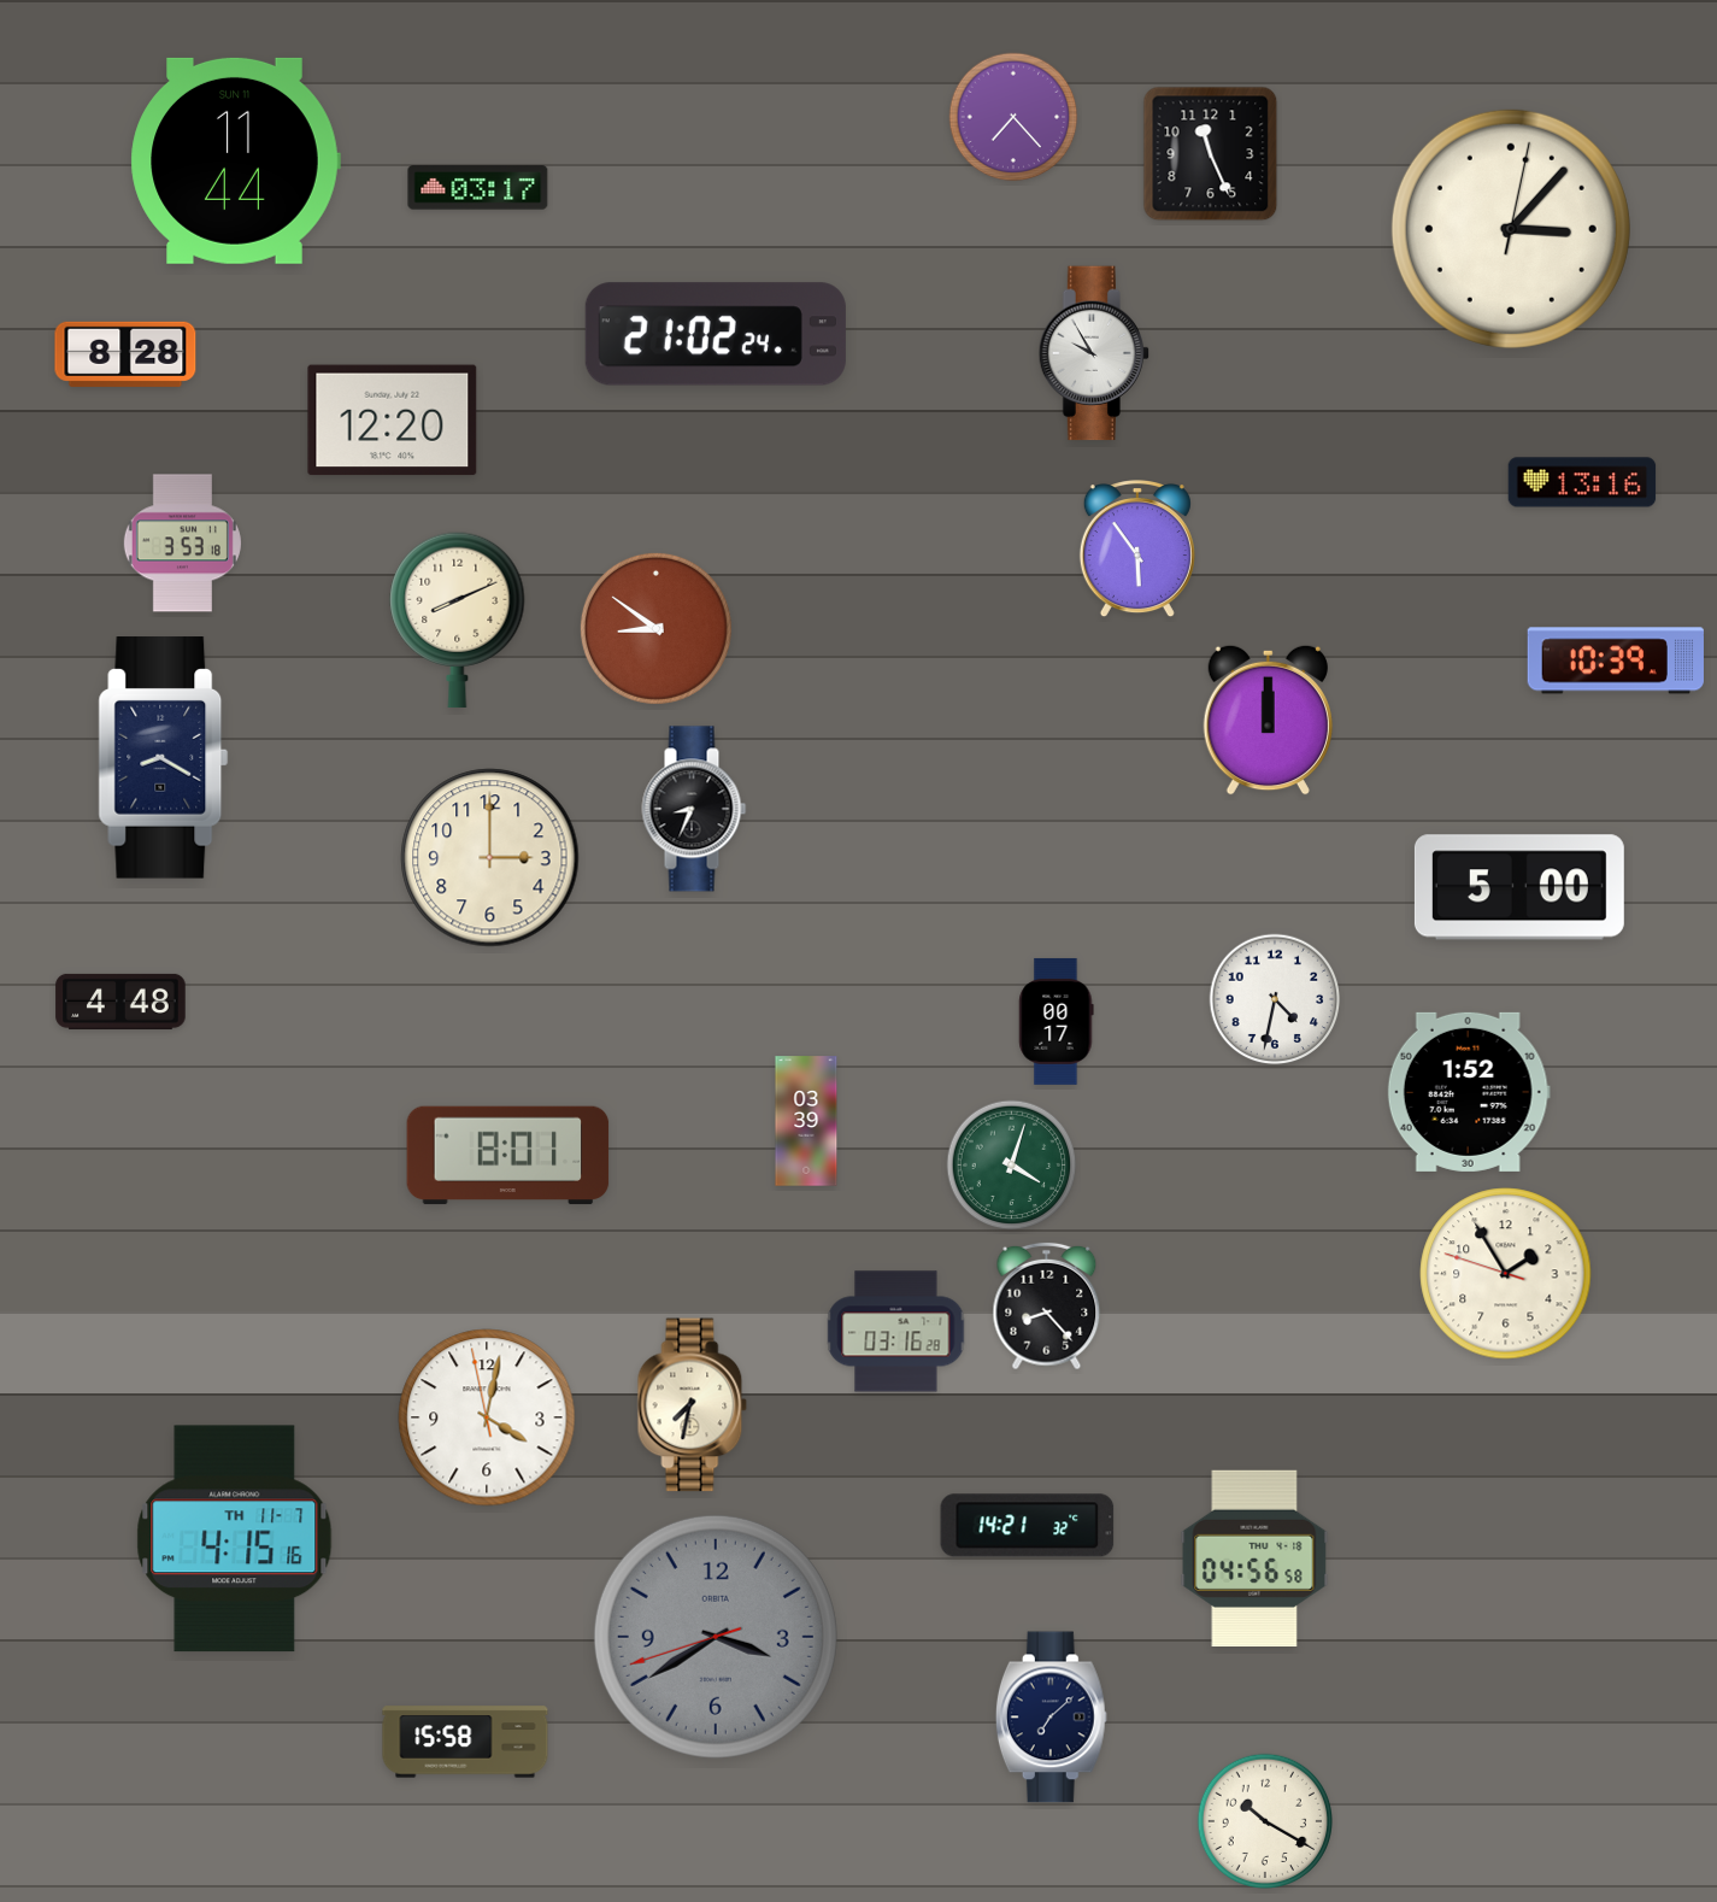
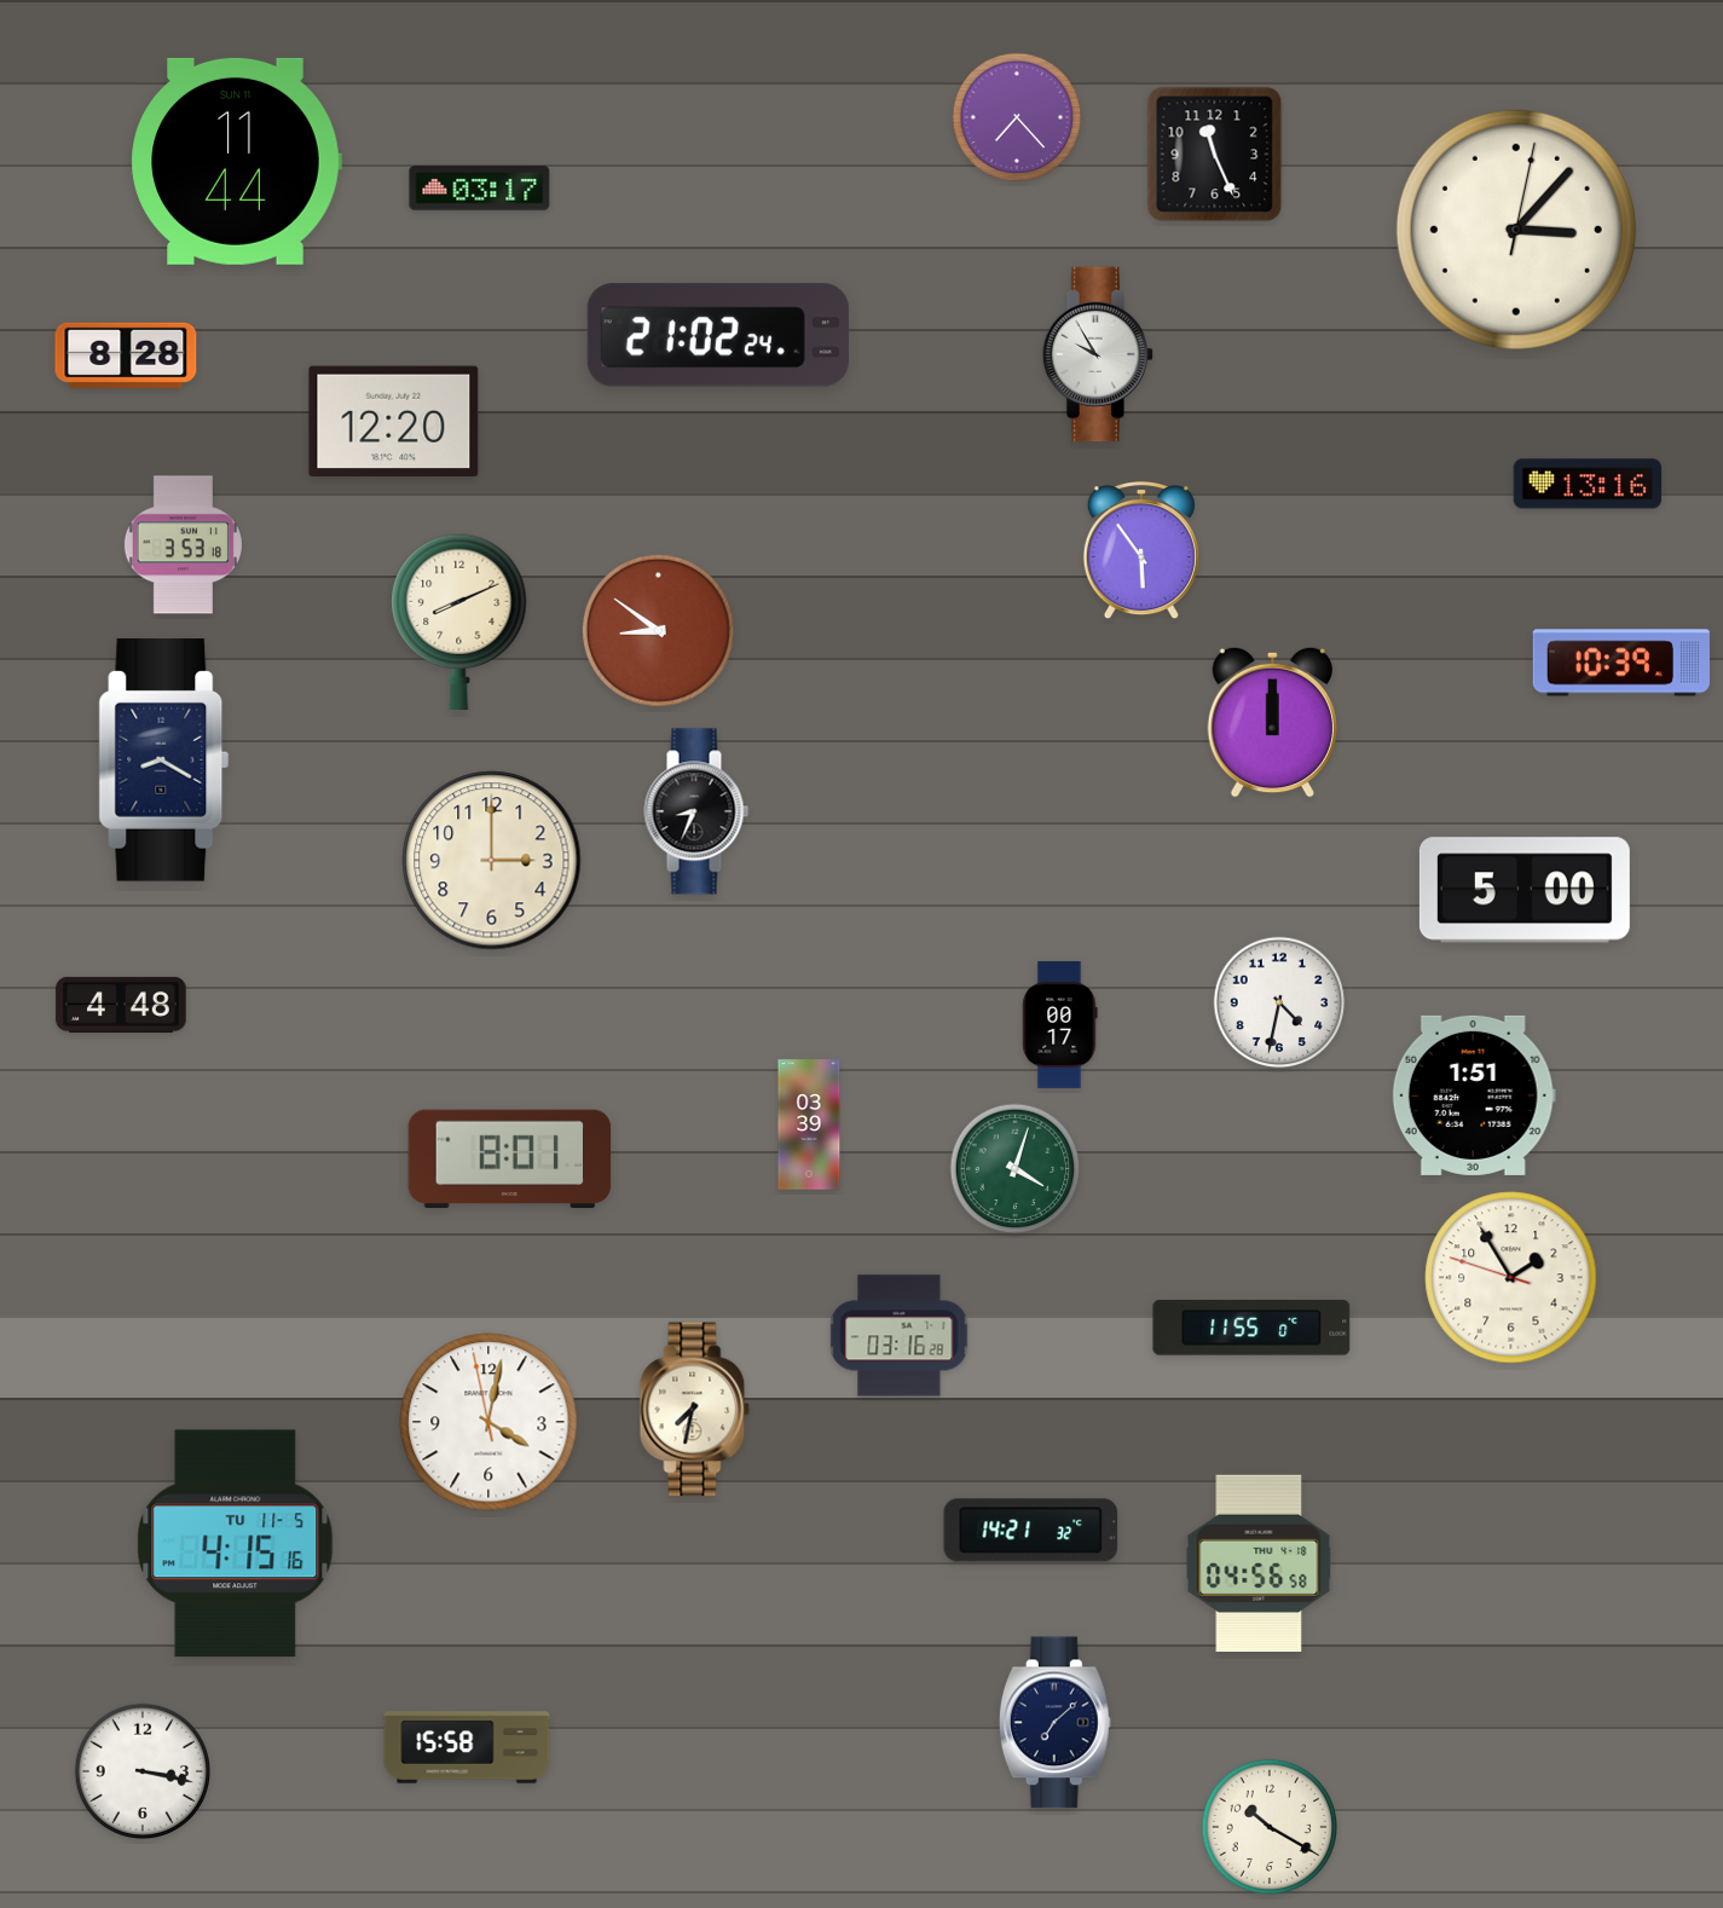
clock at (1469, 1092): 1:52 -> 1:51
clock at (1047, 1307): 8:23 -> none
clock at (1251, 1328): none -> 11:55
clock at (235, 1539) date: TH 11-7 -> TU 11-5
clock at (716, 1637): 3:39 -> none
clock at (141, 1770): none -> 3:17
